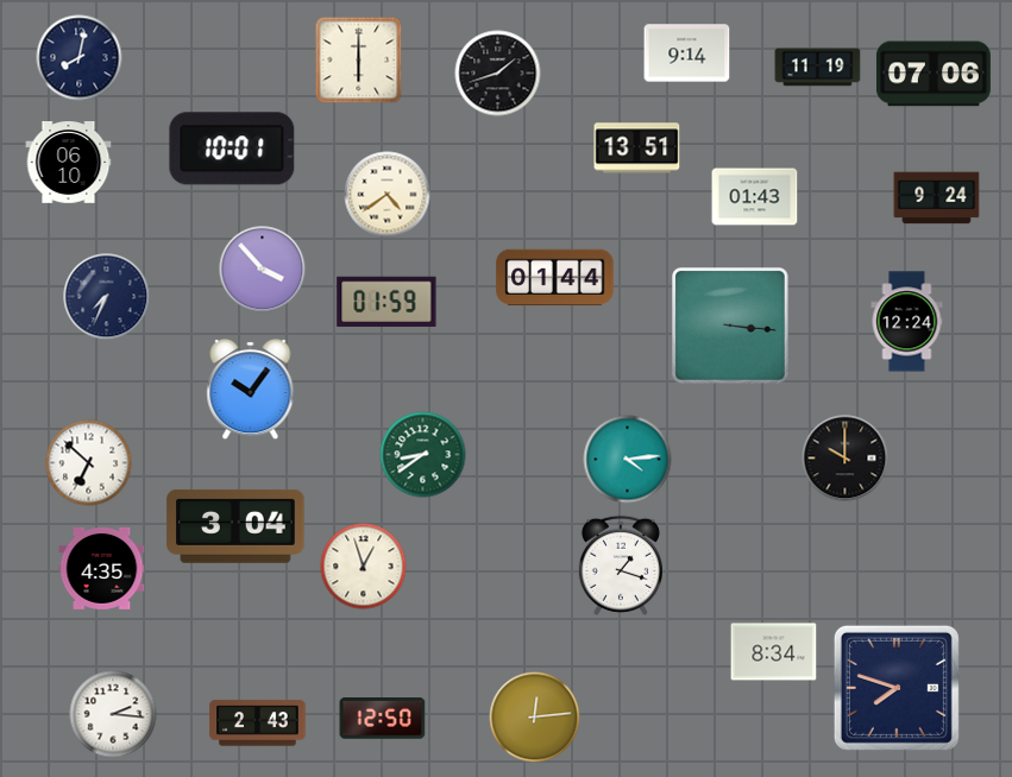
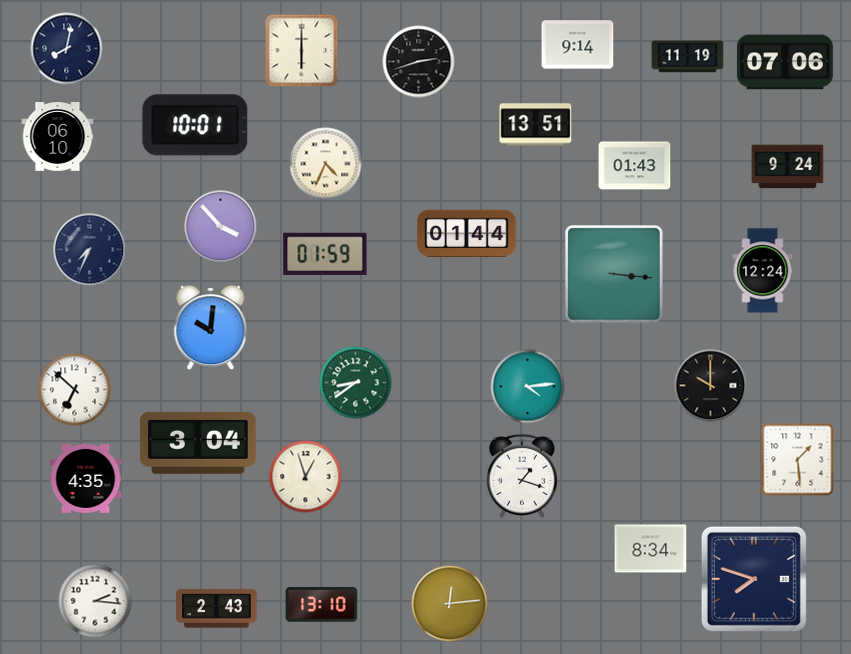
clock at (498, 74): 1:42 -> 2:42
clock at (388, 195): 4:39 -> 4:34
clock at (251, 390): 10:06 -> 10:01
clock at (798, 460): none -> 1:29
clock at (383, 719): 12:50 -> 13:10
